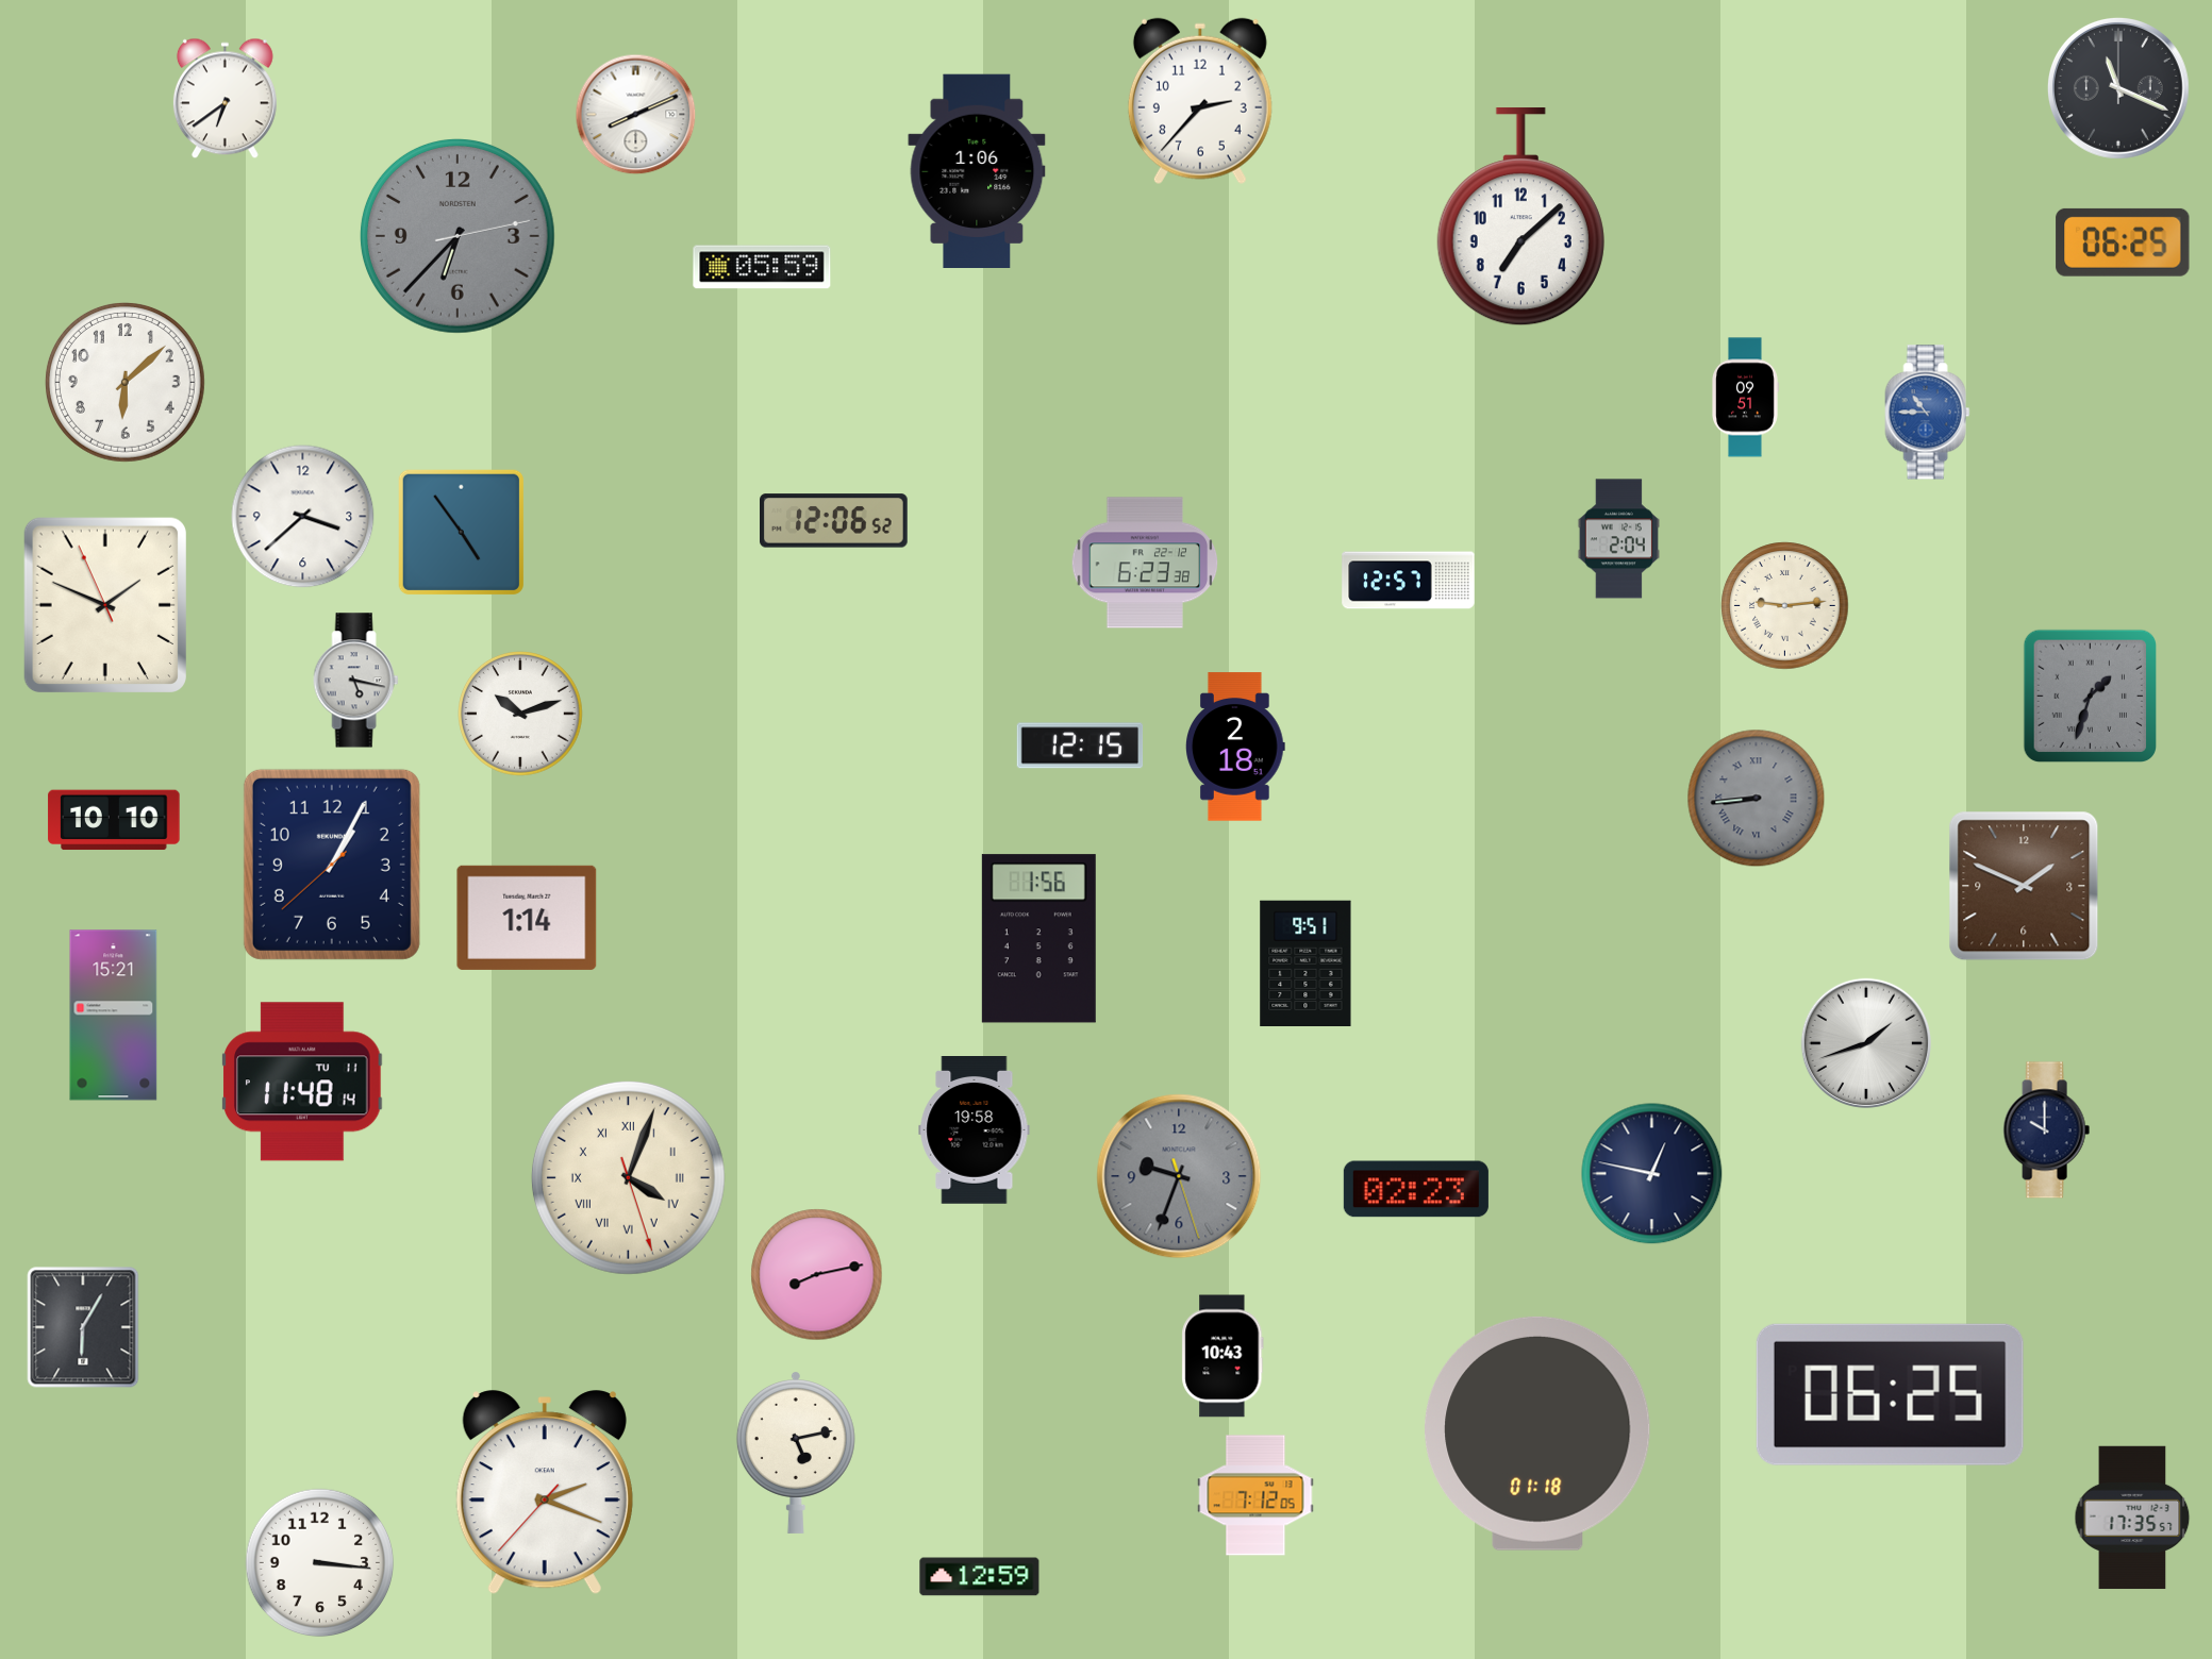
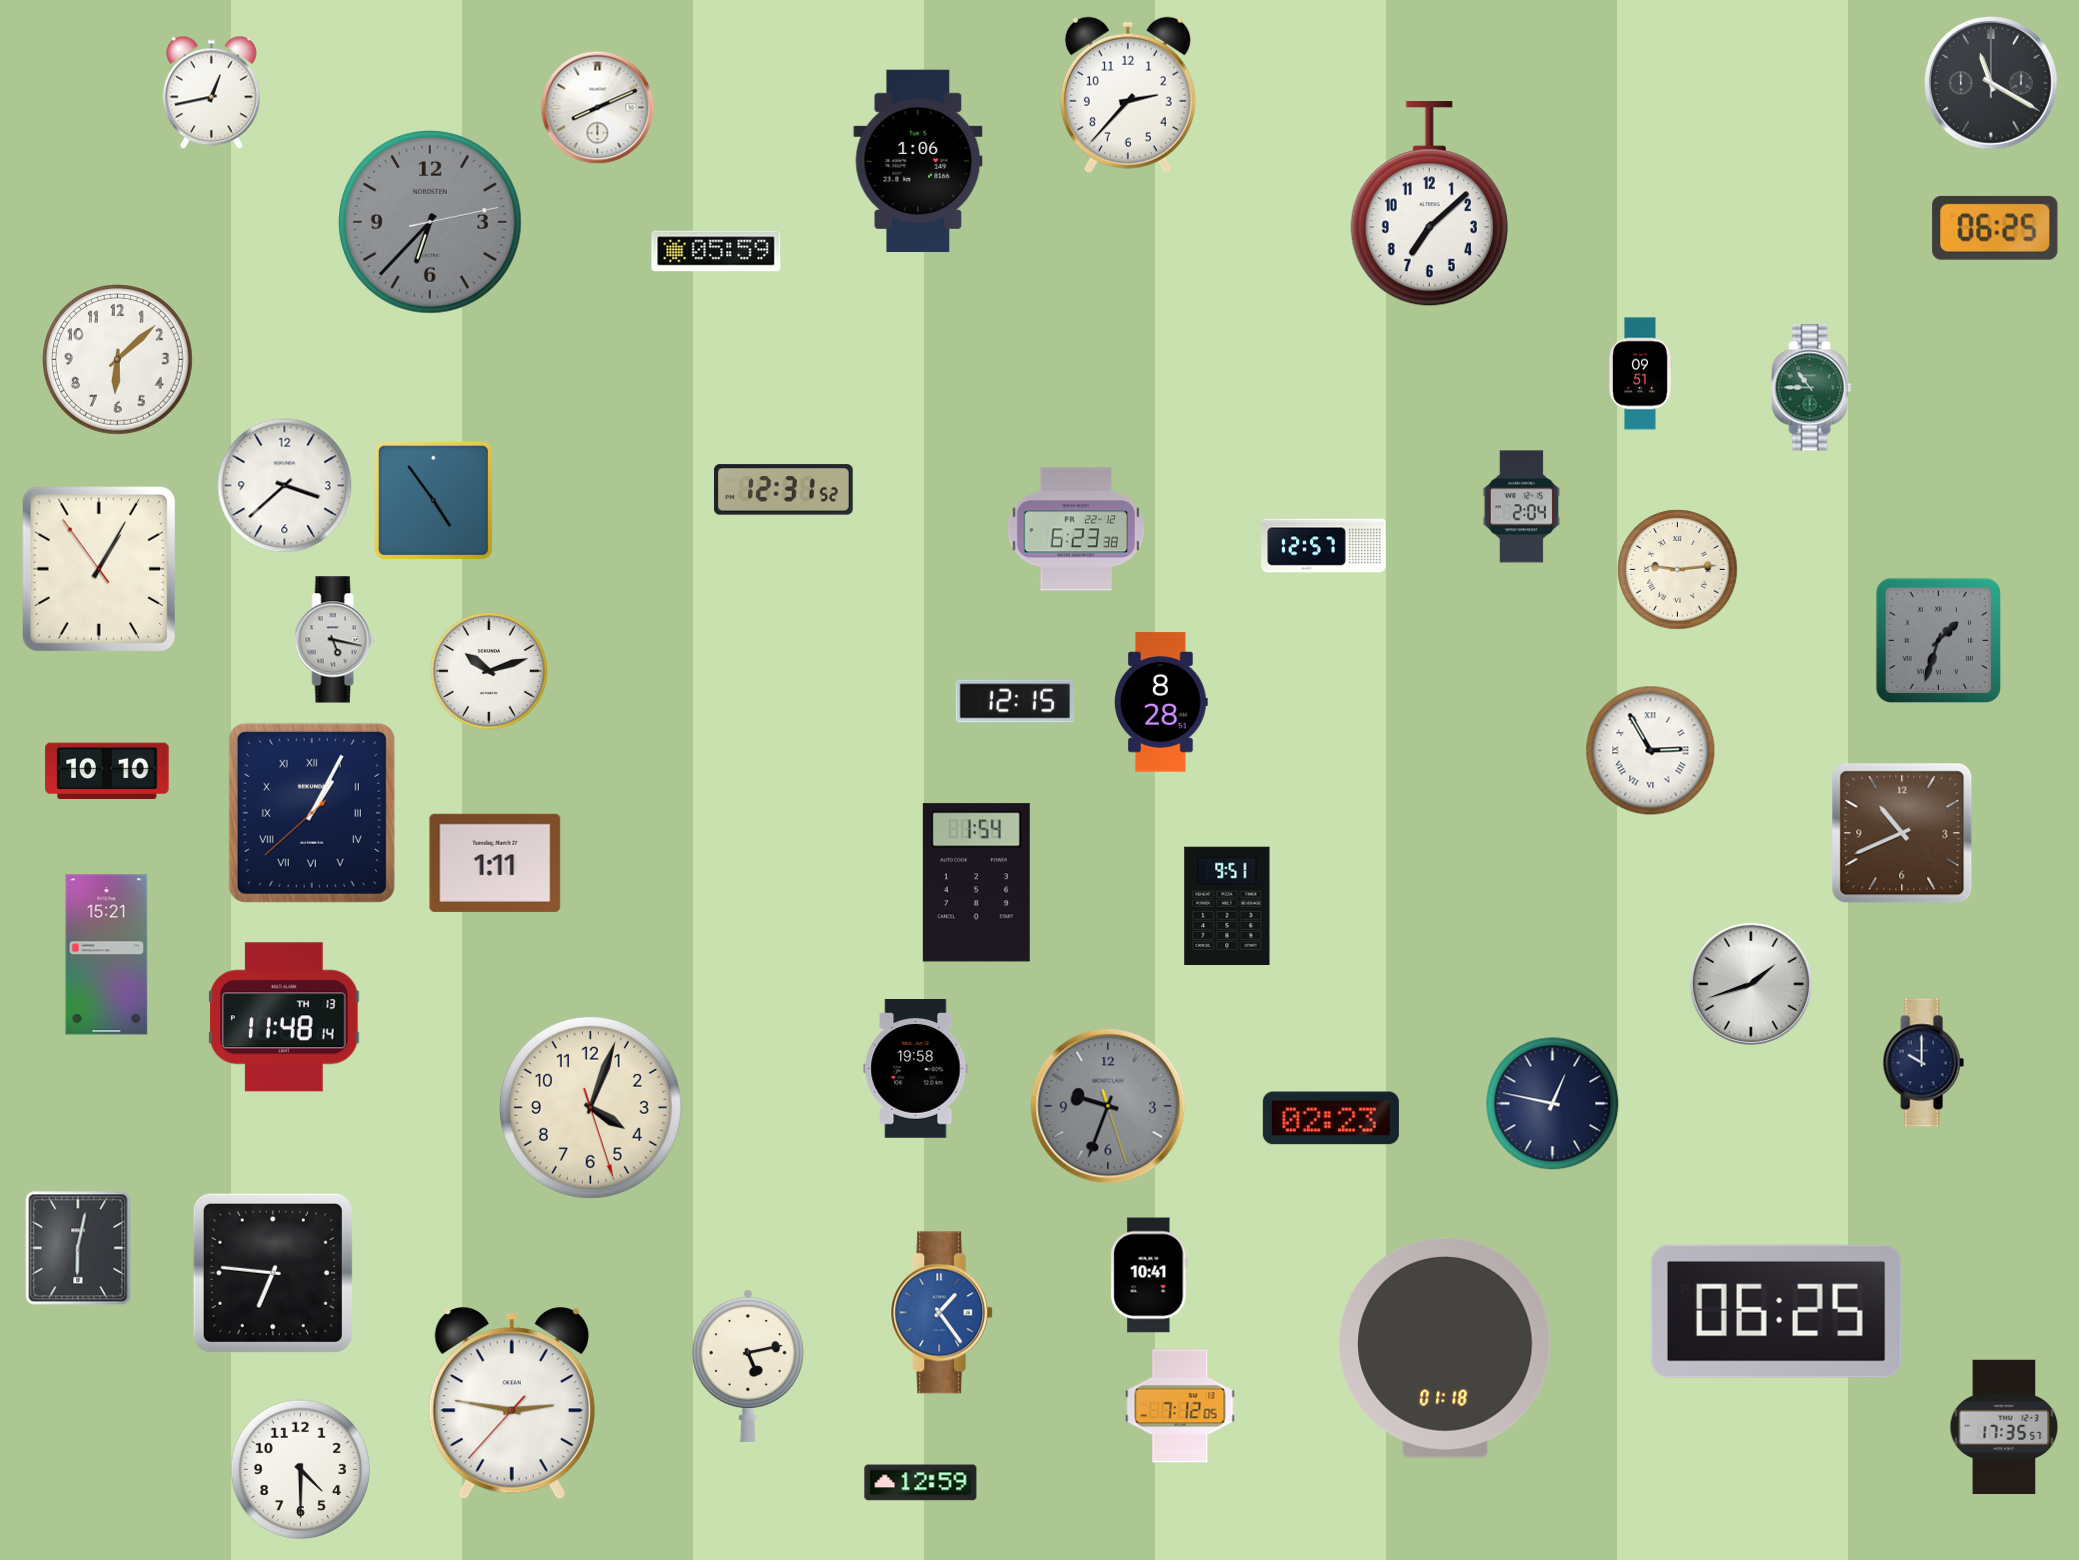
clock at (2118, 88): 11:19 -> 11:20
clock at (224, 99): 6:39 -> 12:43
clock at (1928, 413) dial: blue -> green
clock at (834, 521): 12:06 -> 12:31
clock at (104, 604): 1:48 -> 1:04
clock at (2091, 697) position: (2091, 697) -> (1939, 641)
clock at (1235, 747): 2:18 -> 8:28
clock at (1757, 799): 8:44 -> 2:55
clock at (1757, 799) dial: grey -> white
clock at (332, 865) numerals: Arabic -> Roman
clock at (2024, 886): 1:49 -> 10:41
clock at (527, 918): 1:14 -> 1:11
clock at (1038, 939): 1:56 -> 1:54
clock at (1866, 1043) position: (1866, 1043) -> (1751, 984)
clock at (302, 1082) date: TU 11 -> TH 13
clock at (975, 1130) position: (975, 1130) -> (916, 1069)
clock at (628, 1177) numerals: Roman -> Arabic
clock at (817, 1275): 8:13 -> none
clock at (83, 1327): 6:05 -> 6:02
clock at (273, 1273): none -> 6:46
clock at (1223, 1356): 10:43 -> 10:41
clock at (942, 1313): none -> 1:24
clock at (545, 1493): 2:18 -> 2:46
clock at (320, 1563): 3:16 -> 4:30
